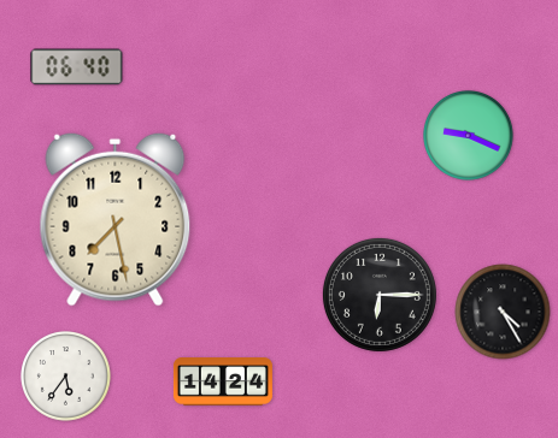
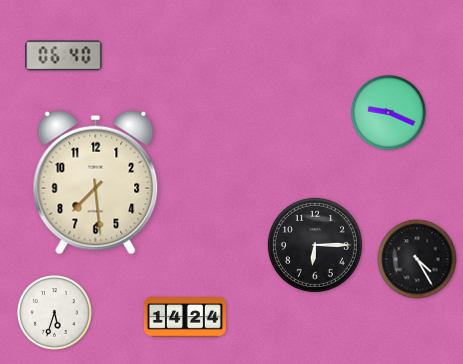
clock at (116, 219): 7:28 -> 7:29
clock at (66, 377): 5:36 -> 5:33
